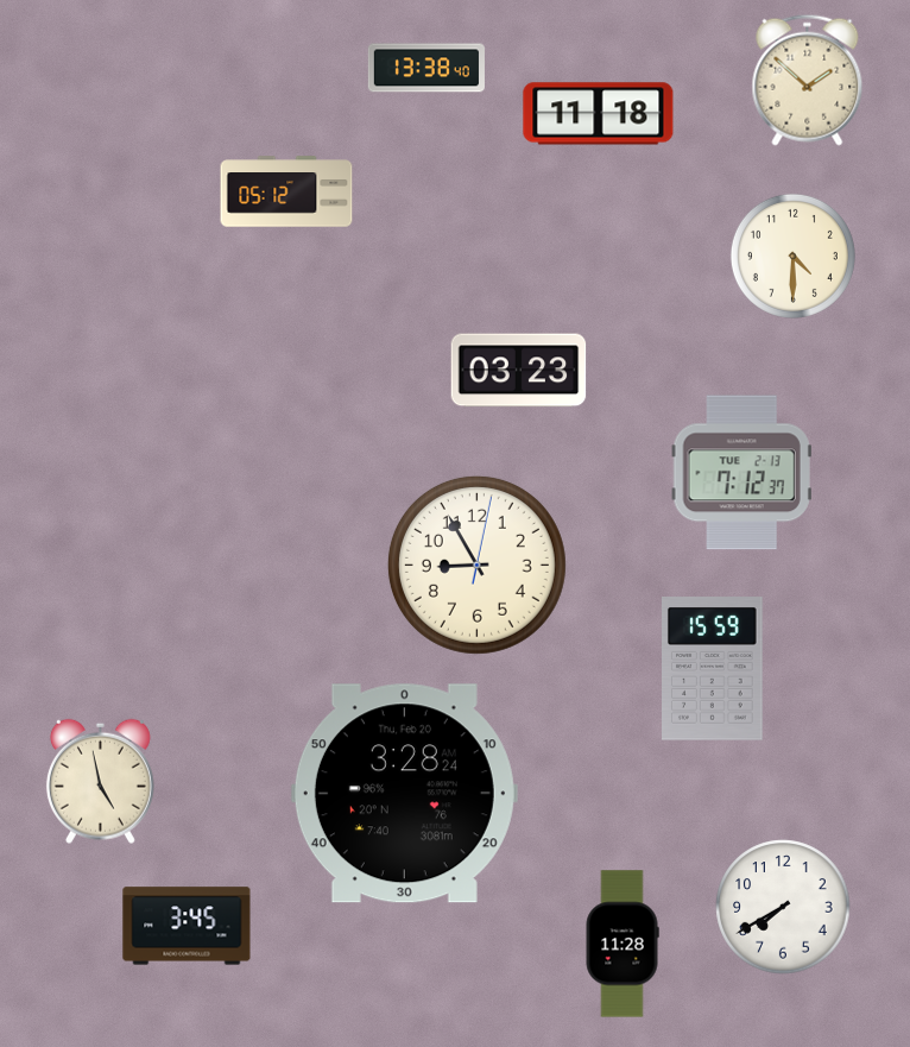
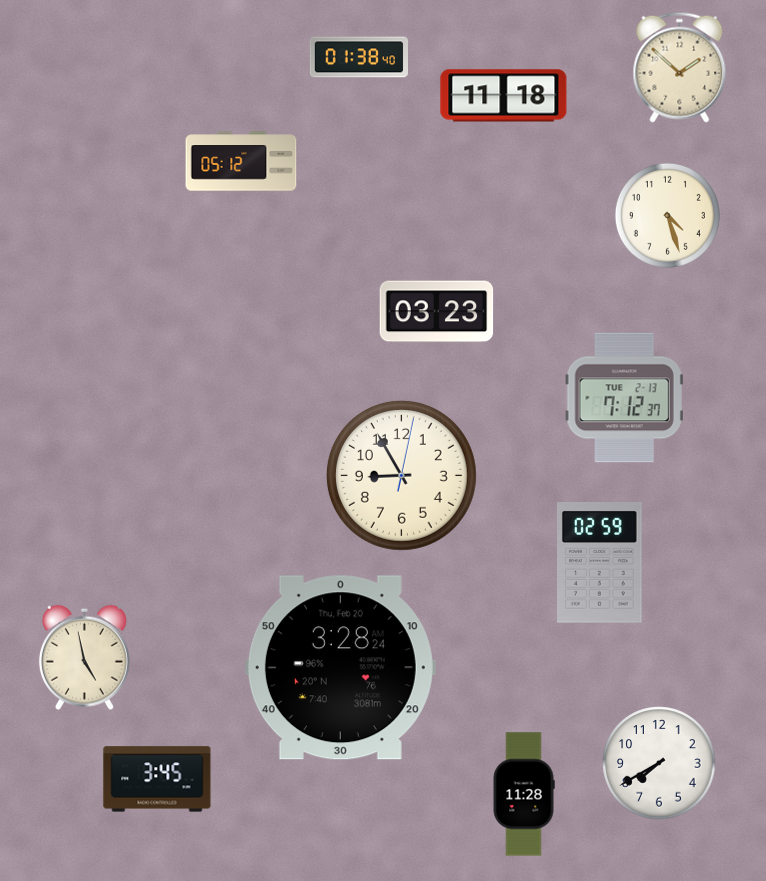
clock at (426, 68): 13:38 -> 01:38
clock at (792, 256): 4:30 -> 4:27
clock at (713, 669): 15:59 -> 02:59
